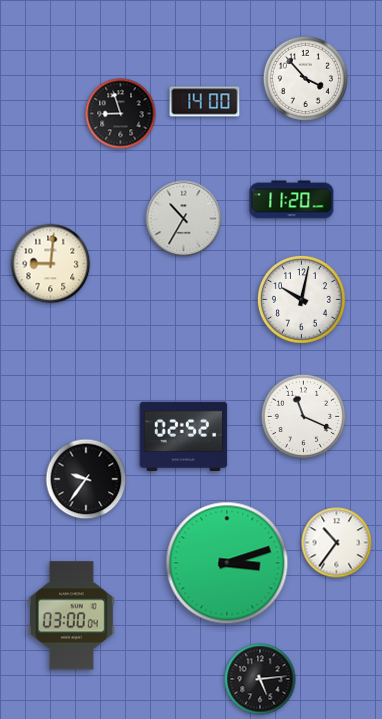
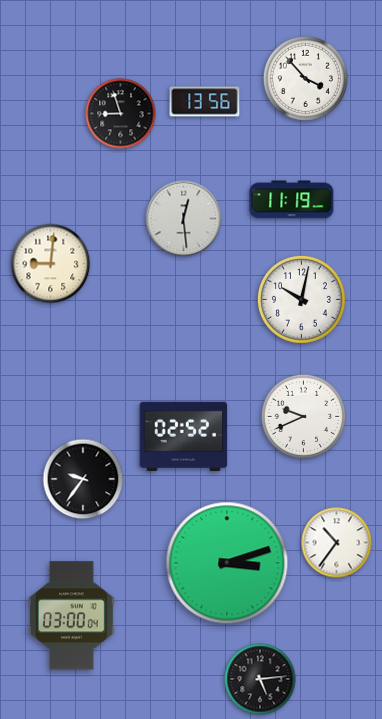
clock at (205, 102): 14:00 -> 13:56
clock at (292, 200): 11:20 -> 11:19
clock at (184, 219): 10:35 -> 12:29
clock at (303, 416): 11:19 -> 9:41
clock at (86, 479) position: (86, 479) -> (83, 479)
